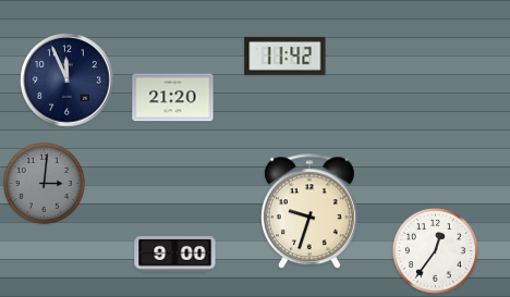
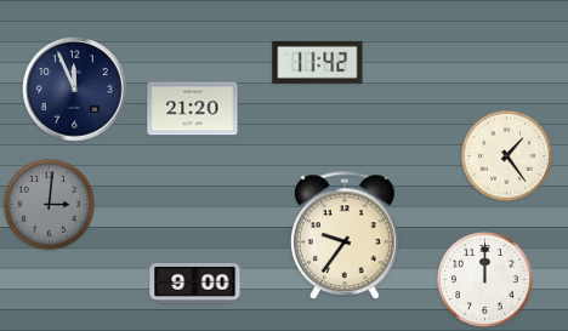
clock at (506, 155): none -> 1:24
clock at (309, 212): 9:33 -> 9:36
clock at (435, 250): 12:36 -> 12:00
